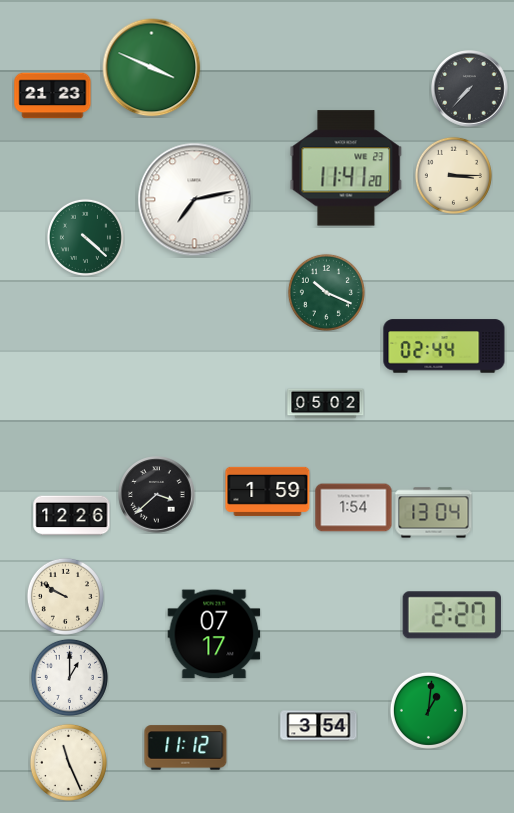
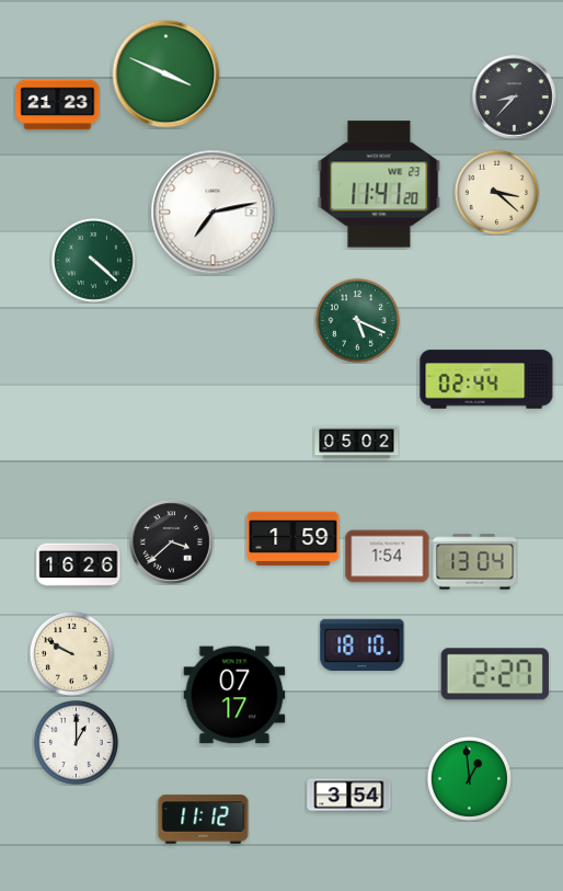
clock at (470, 89): 7:37 -> 8:37
clock at (453, 175): 3:15 -> 3:22
clock at (195, 200) position: (195, 200) -> (214, 213)
clock at (326, 292): 10:19 -> 5:19
clock at (72, 516): 12:26 -> 16:26
clock at (363, 644): none -> 18:10
clock at (428, 710): 1:01 -> 12:59
clock at (68, 762): 11:26 -> none
